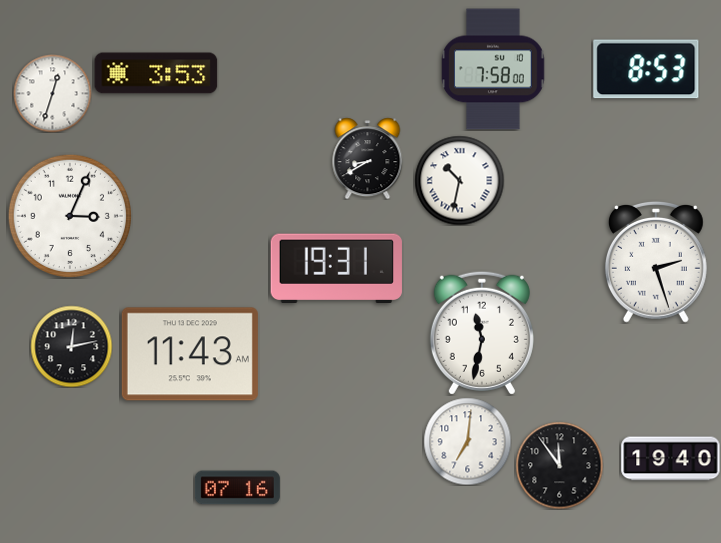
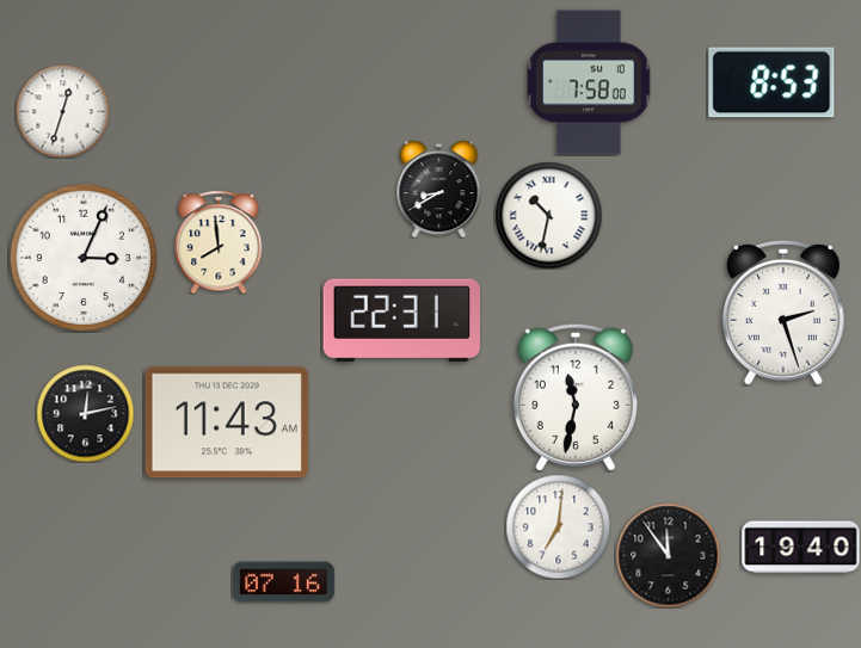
clock at (156, 73): 3:53 -> none
clock at (219, 242): none -> 7:59
clock at (336, 268): 19:31 -> 22:31
